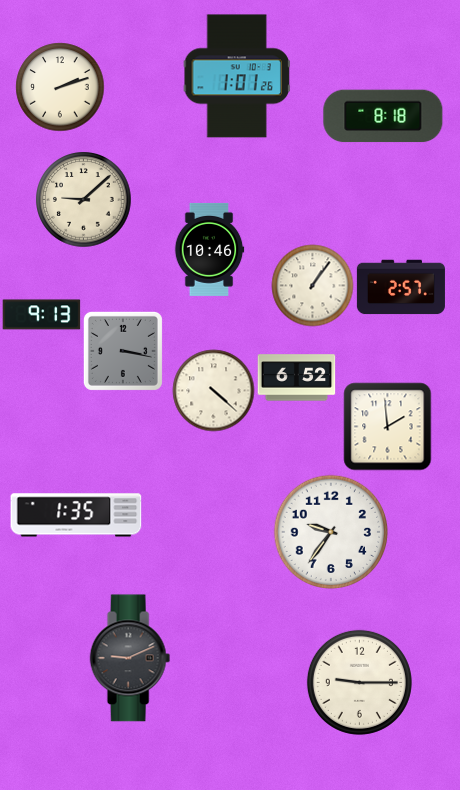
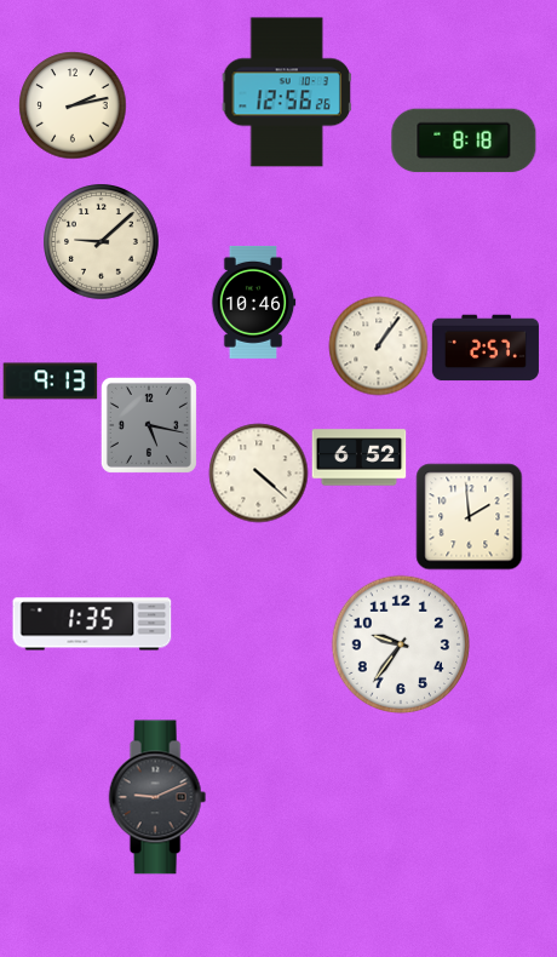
clock at (236, 76): 1:01 -> 12:56
clock at (60, 87): 2:12 -> 2:13
clock at (123, 351): 3:17 -> 5:17
clock at (359, 682): 9:15 -> none
